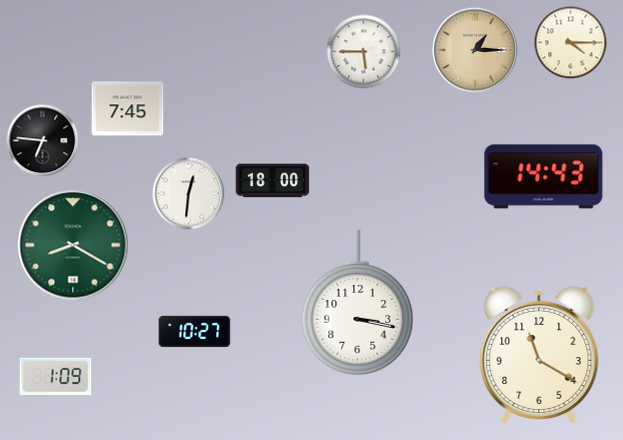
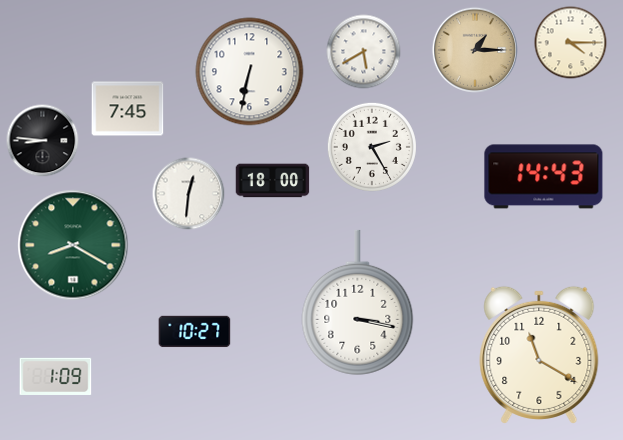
clock at (364, 52): 5:45 -> 5:40
clock at (250, 72): none -> 6:32
clock at (43, 141): 6:46 -> 8:46
clock at (372, 147): none -> 2:25
